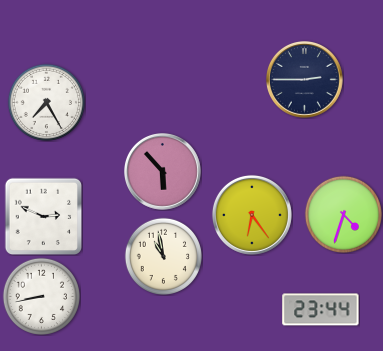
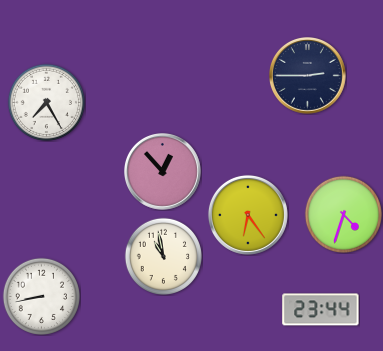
clock at (305, 80) position: (305, 80) -> (308, 76)
clock at (163, 172): 5:53 -> 12:53
clock at (252, 215) position: (252, 215) -> (248, 215)
clock at (43, 216): 2:49 -> none
